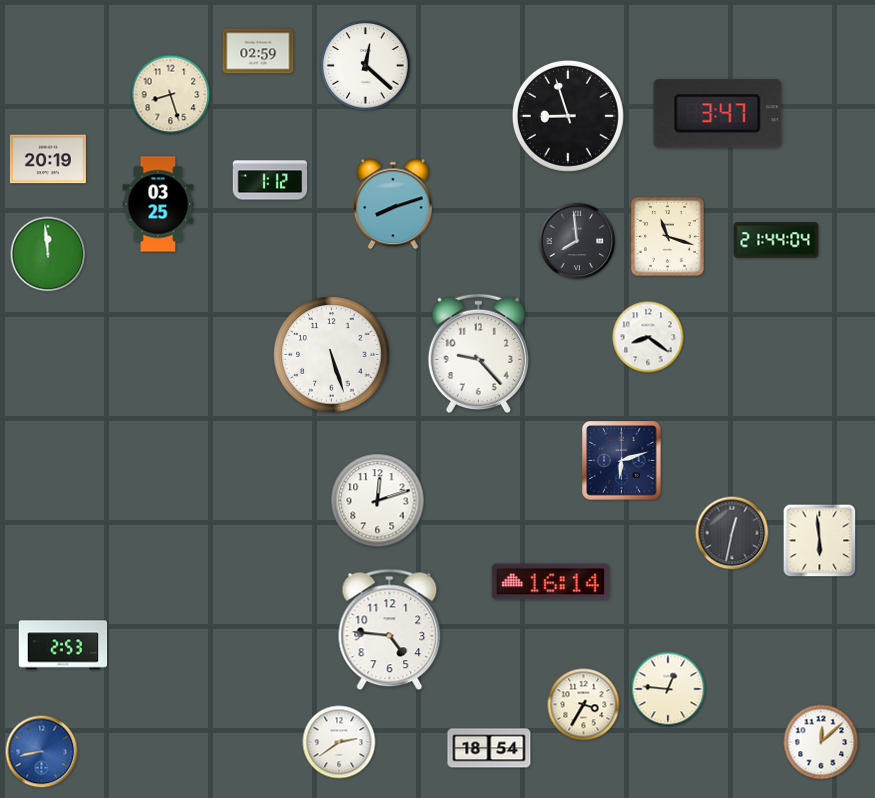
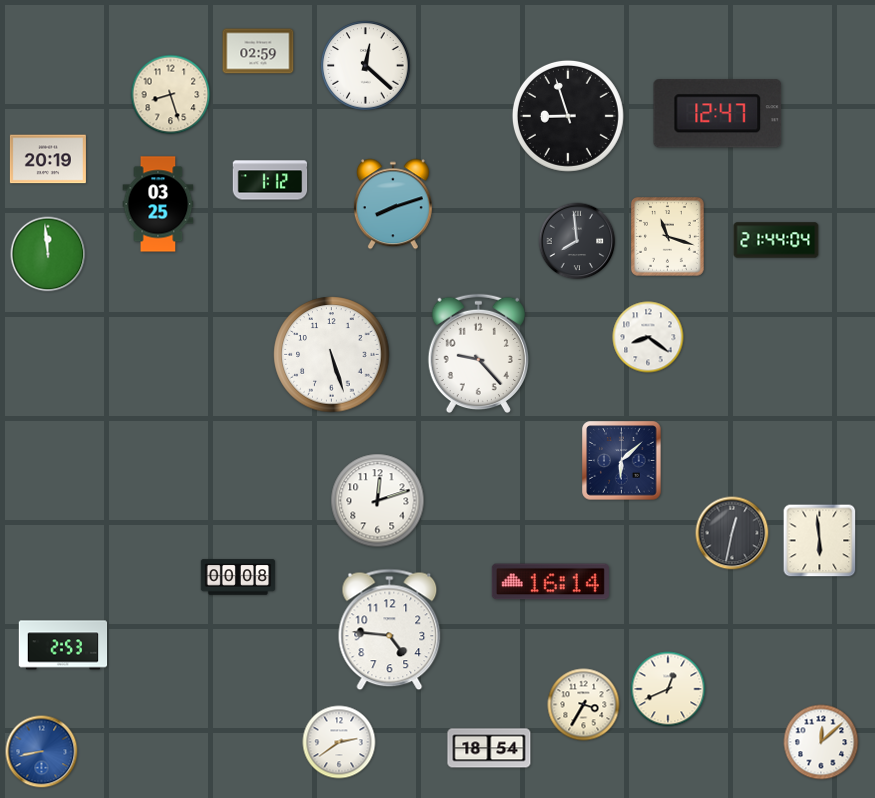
clock at (718, 114): 3:47 -> 12:47
clock at (622, 461): 6:12 -> 6:08
clock at (238, 577): none -> 00:08
clock at (668, 689): 12:46 -> 12:41
